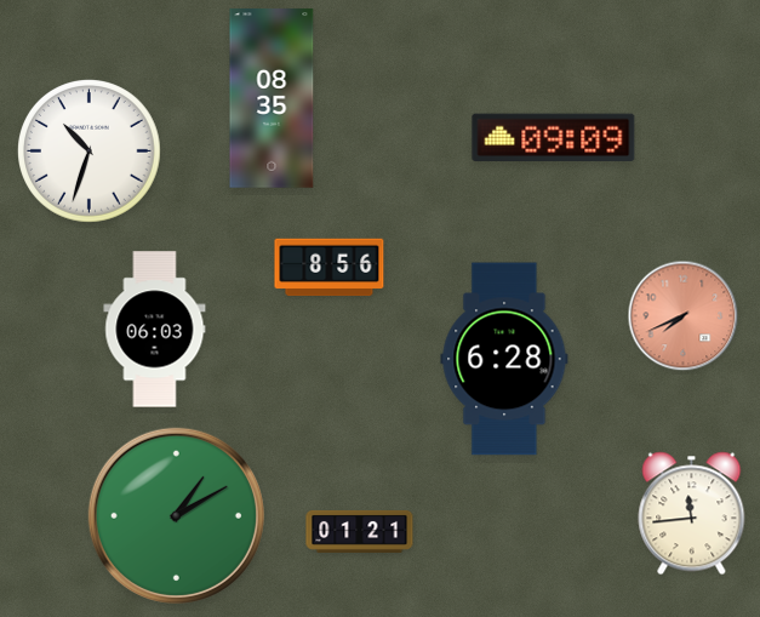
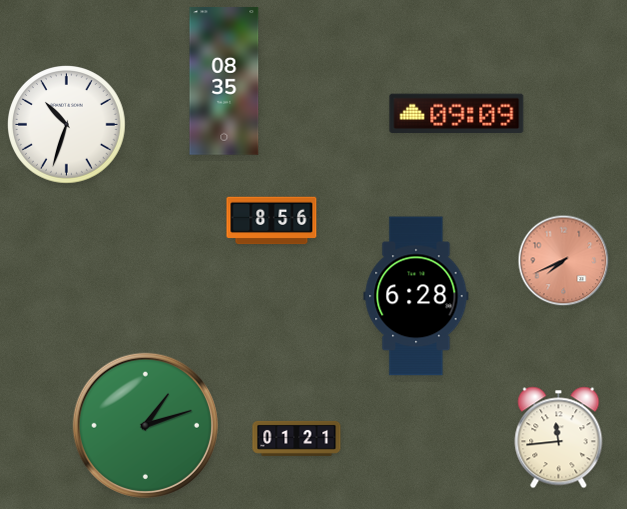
clock at (90, 152) position: (90, 152) -> (67, 125)
clock at (155, 330): 06:03 -> none
clock at (692, 514) position: (692, 514) -> (559, 438)
clock at (176, 515): 1:10 -> 1:12
